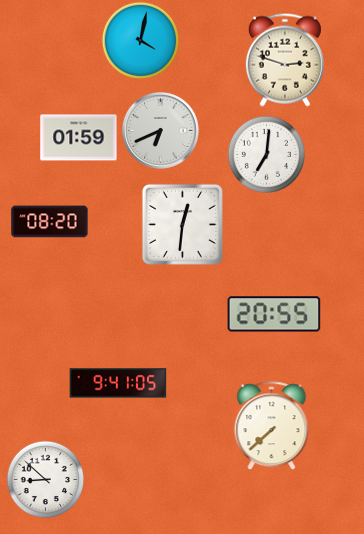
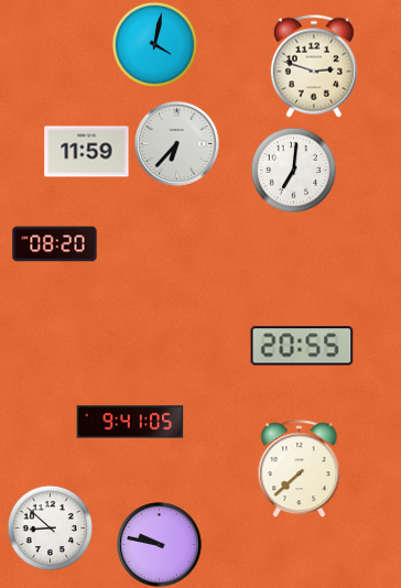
clock at (160, 130): 6:41 -> 6:37
clock at (79, 138): 01:59 -> 11:59
clock at (182, 224): 12:31 -> none
clock at (159, 544): none -> 9:47
